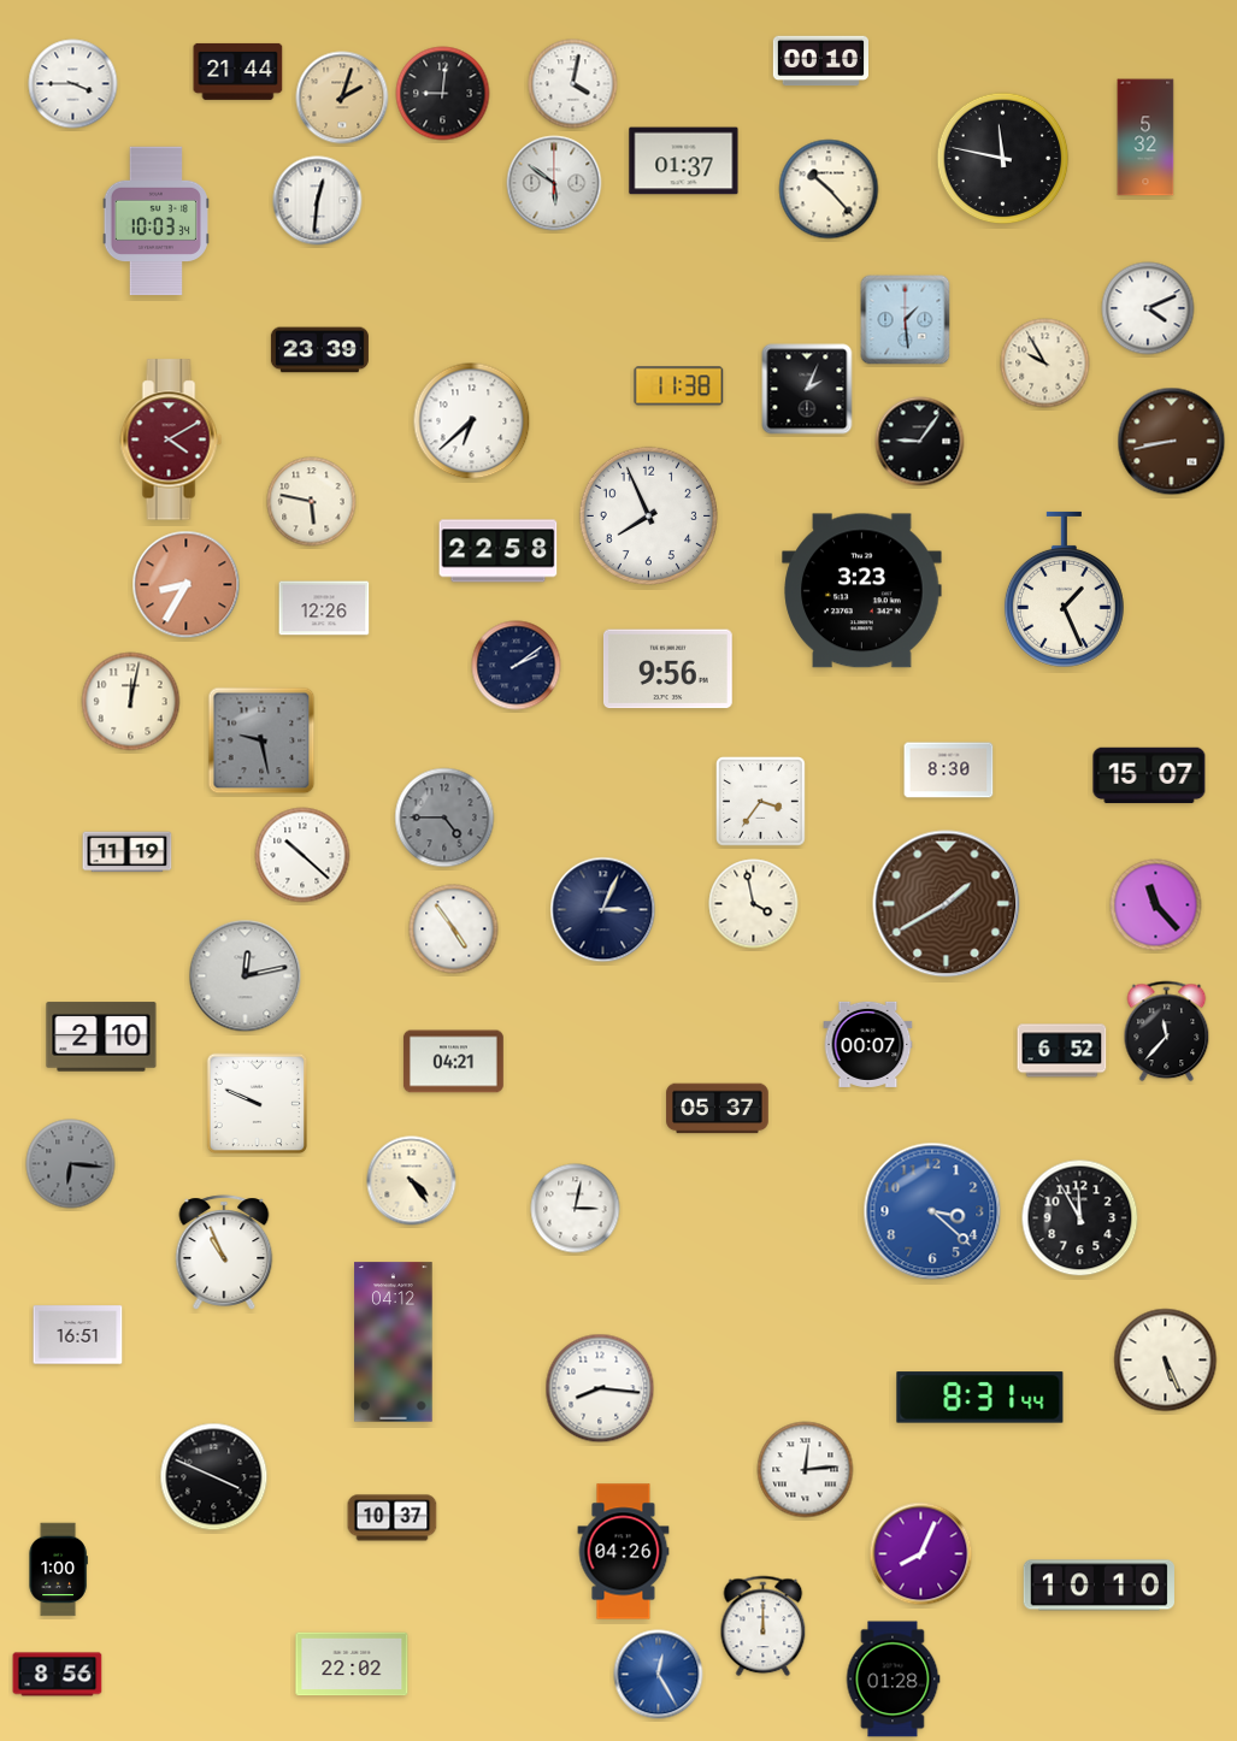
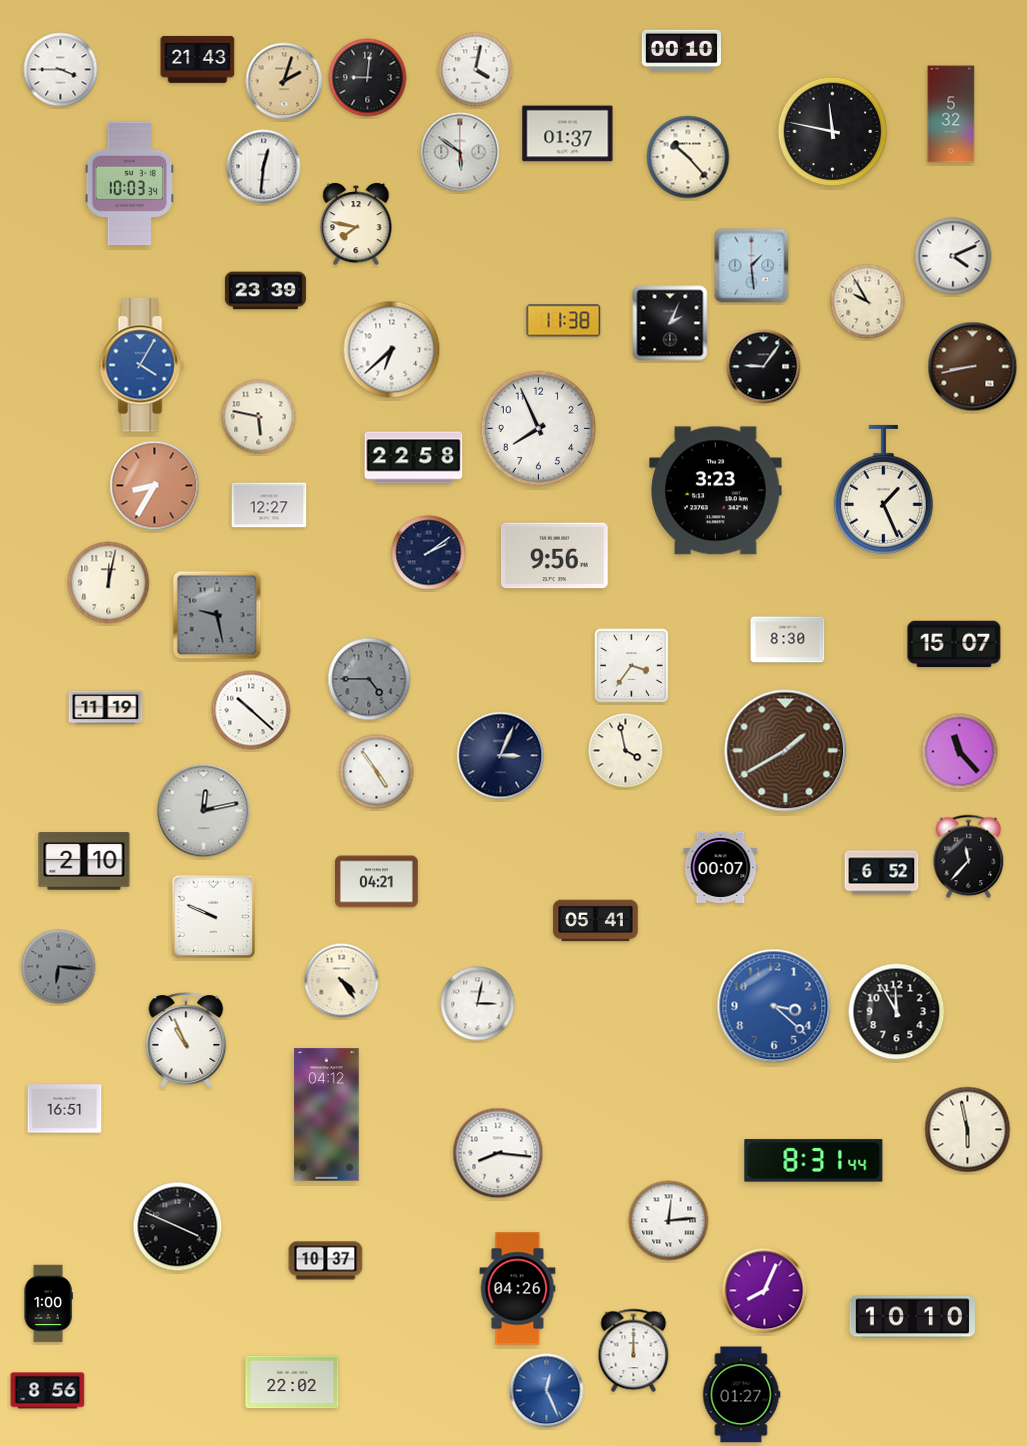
clock at (238, 71): 21:44 -> 21:43
clock at (356, 224): none -> 7:47
clock at (171, 439): 4:10 -> 4:05
clock at (171, 439) dial: burgundy -> blue
clock at (324, 608): 12:26 -> 12:27
clock at (718, 1109): 05:37 -> 05:41
clock at (1166, 1361): 5:26 -> 5:58
clock at (659, 1675): 12:25 -> 12:26
clock at (893, 1680): 01:28 -> 01:27
